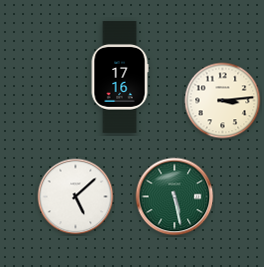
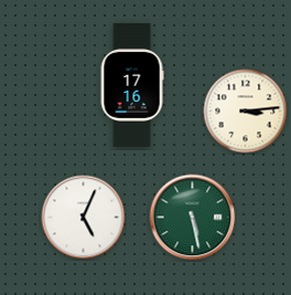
clock at (76, 197): 5:08 -> 5:04
